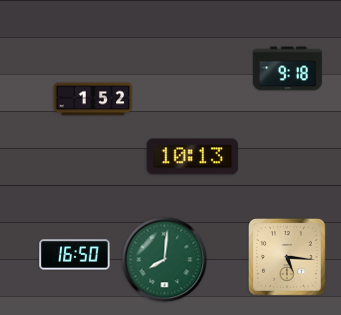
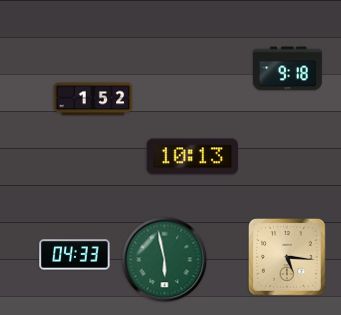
clock at (75, 255): 16:50 -> 04:33
clock at (165, 260): 8:01 -> 5:58
